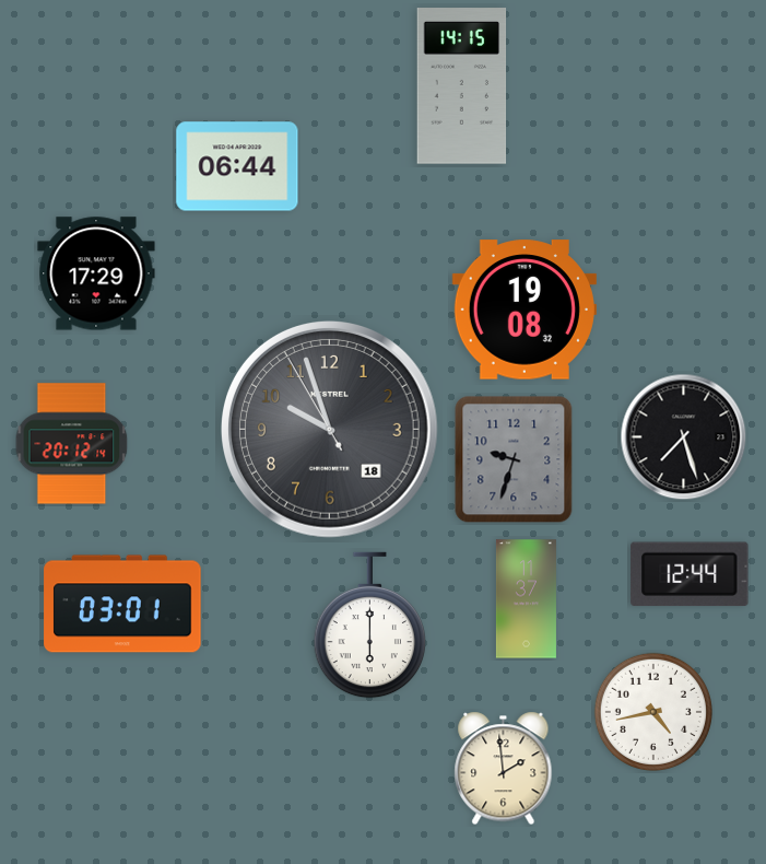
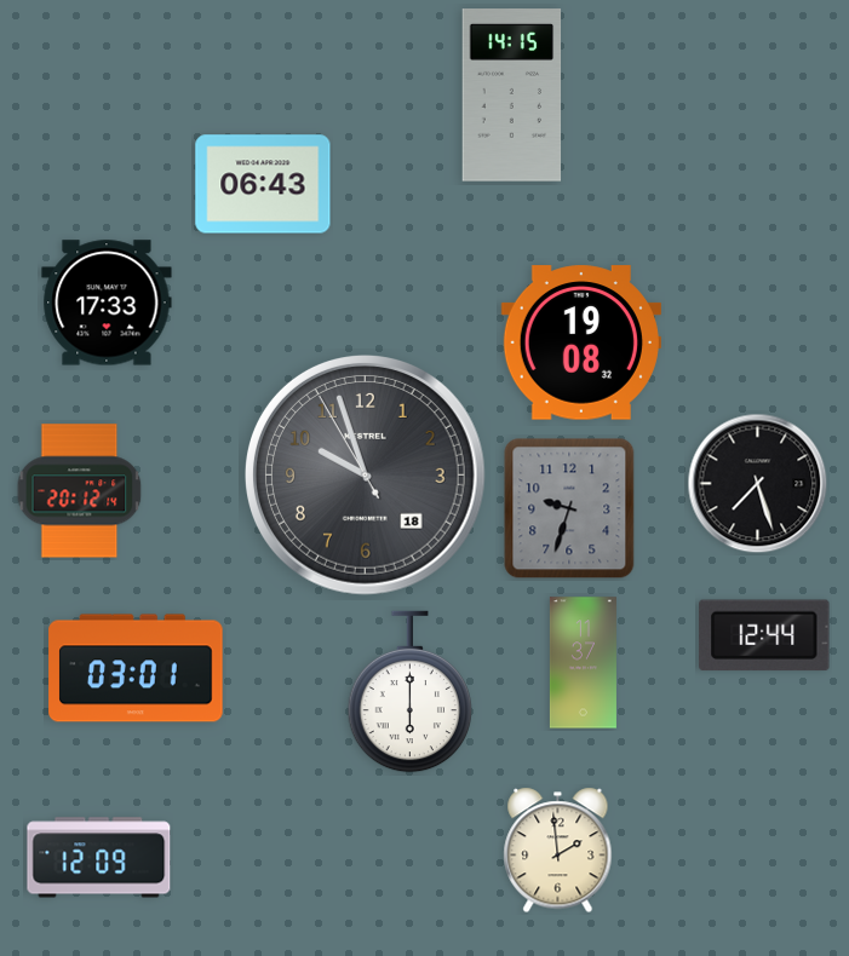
clock at (237, 166): 06:44 -> 06:43
clock at (96, 273): 17:29 -> 17:33
clock at (653, 712): 4:43 -> none
clock at (99, 858): none -> 12:09
